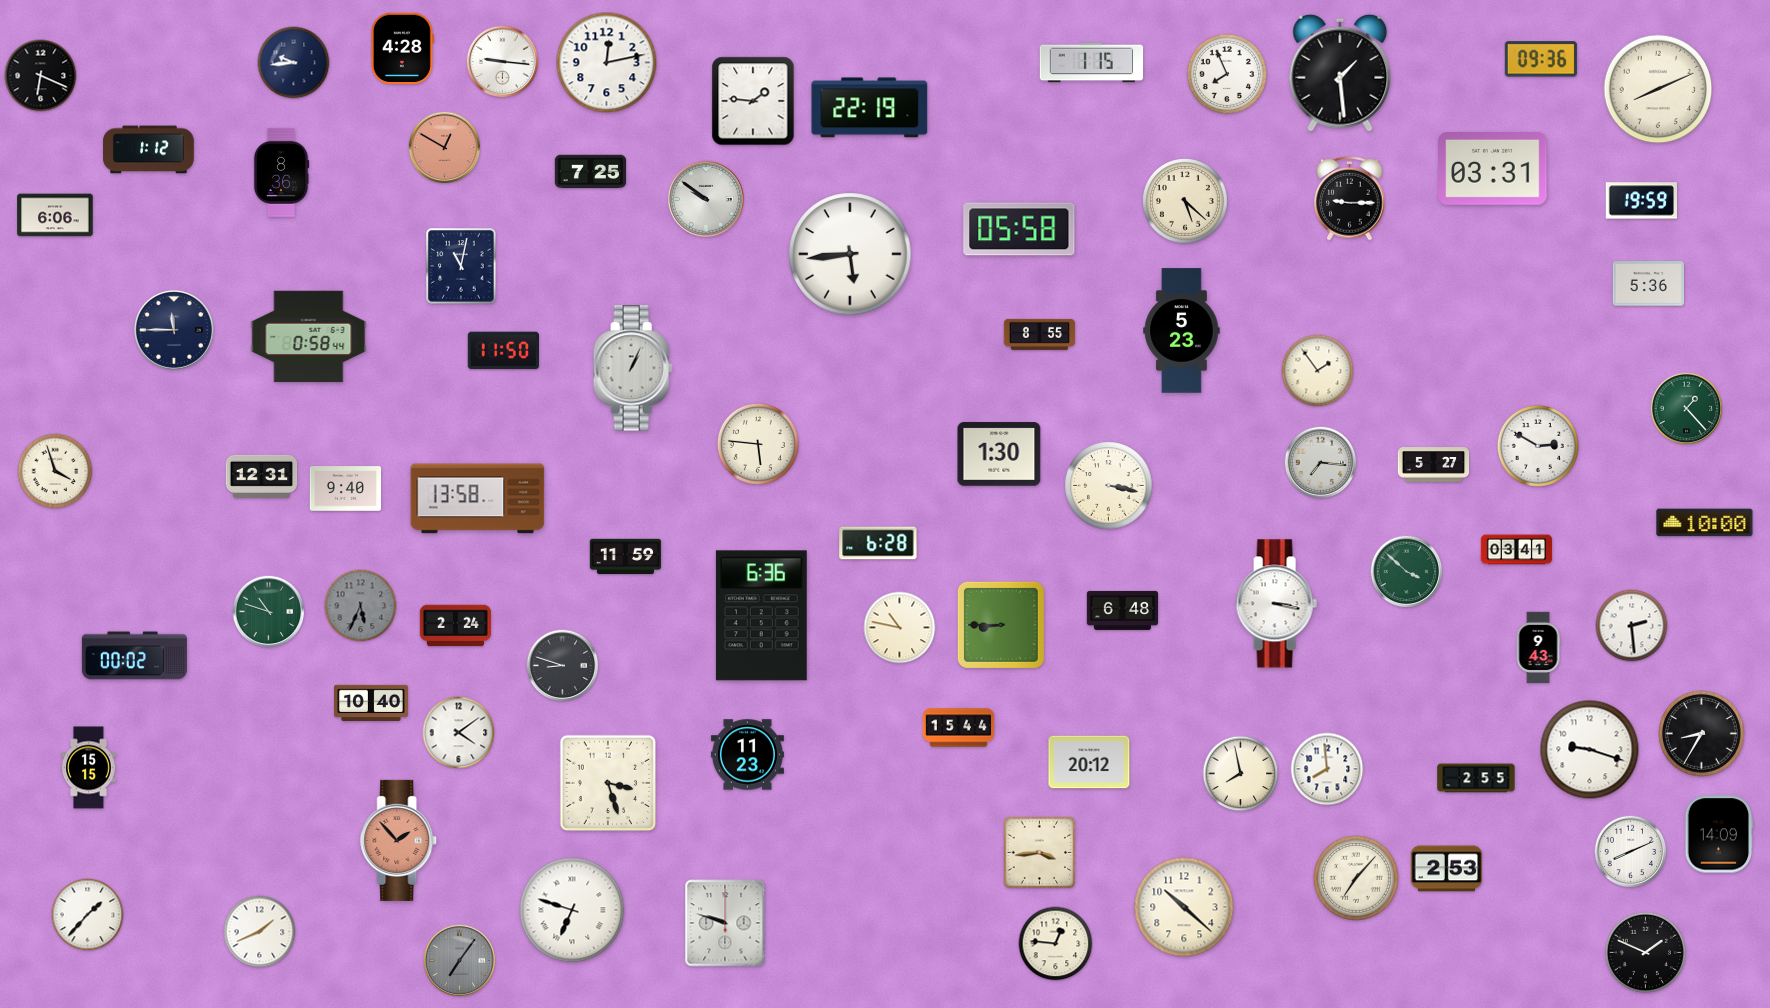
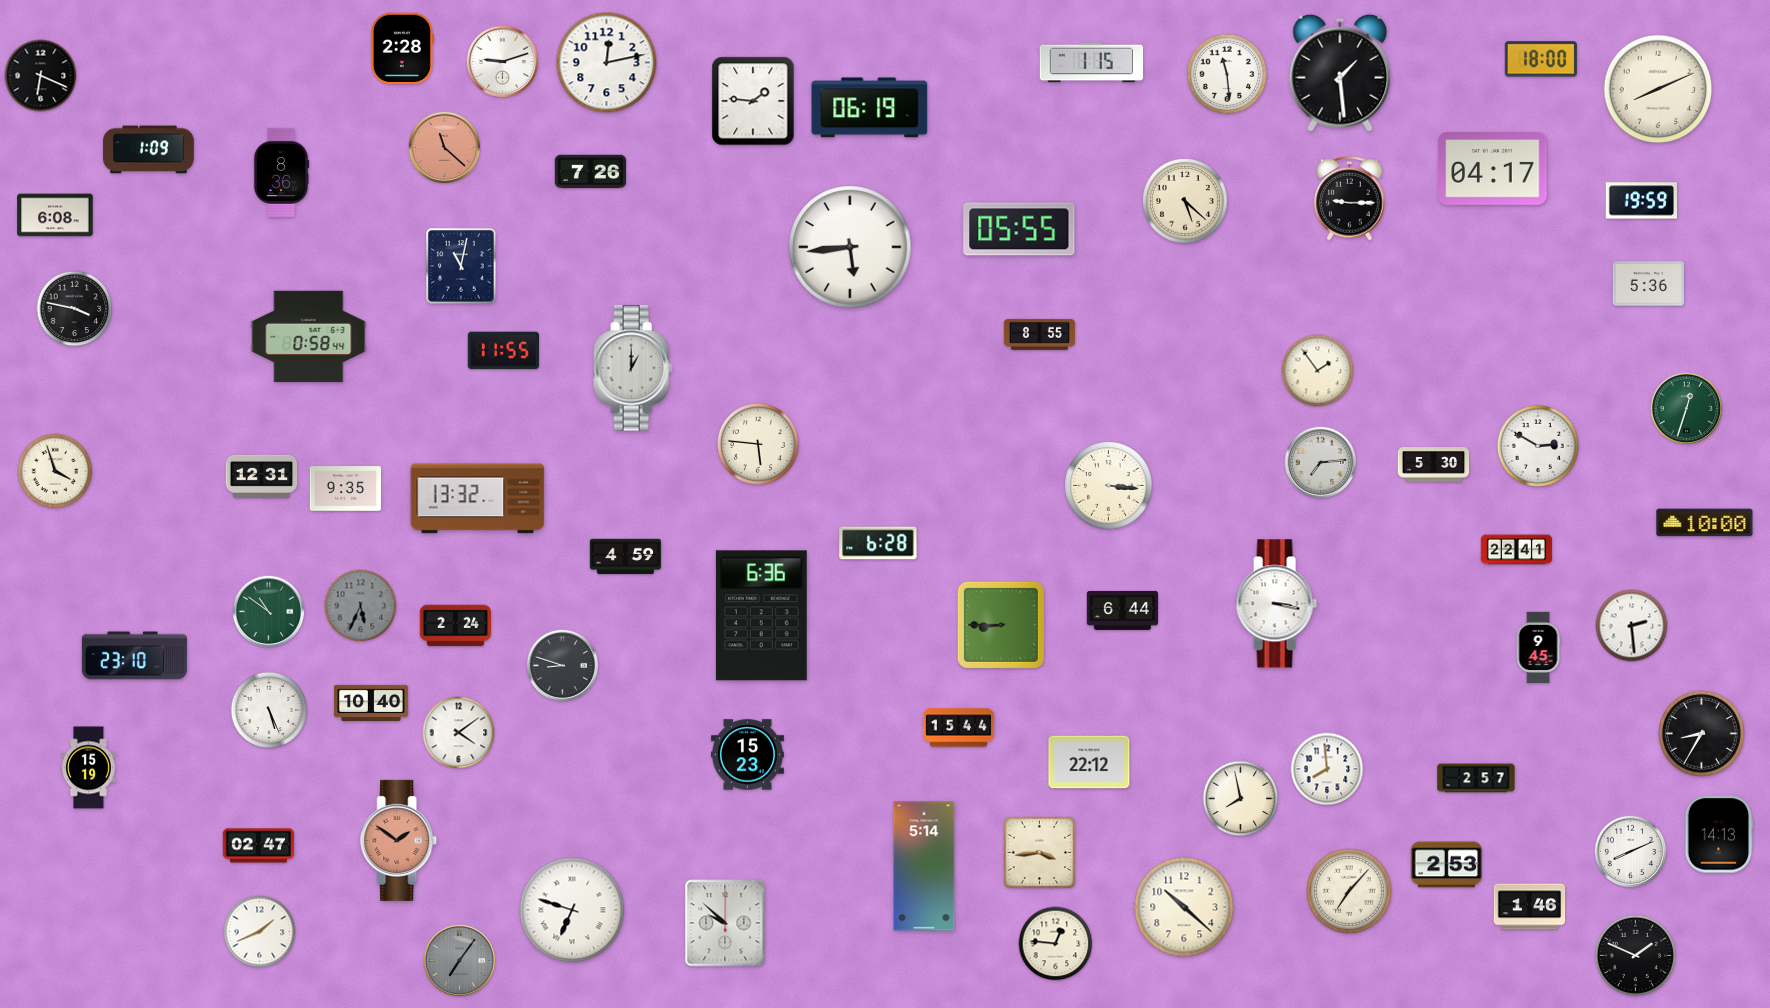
clock at (402, 48): 4:28 -> 2:28
clock at (1541, 59): 09:36 -> 18:00
clock at (503, 62): 9:16 -> 9:12
clock at (294, 63): 9:44 -> none
clock at (1226, 73): 7:56 -> 11:29
clock at (870, 108): 22:19 -> 06:19
clock at (445, 148): 12:50 -> 11:22
clock at (149, 150): 1:12 -> 1:09
clock at (1493, 169): 03:31 -> 04:17
clock at (591, 172): 7:25 -> 7:26
clock at (706, 199): 9:51 -> none
clock at (55, 215): 6:06 -> 6:08
clock at (1019, 229): 05:58 -> 05:55
clock at (850, 254) position: (850, 254) -> (850, 247)
clock at (75, 309): none -> 3:47
clock at (174, 330): 11:45 -> none
clock at (1182, 331): 5:23 -> none
clock at (503, 351): 11:50 -> 11:55
clock at (633, 368): 1:04 -> 1:00
clock at (1687, 409): 1:23 -> 12:33
clock at (999, 454): 1:30 -> none
clock at (1321, 463): 7:16 -> 7:14
clock at (1434, 465): 5:27 -> 5:30
clock at (1109, 486): 3:17 -> 3:16
clock at (346, 489): 9:40 -> 9:35
clock at (478, 499): 13:58 -> 13:32
clock at (1517, 550): 03:41 -> 22:41
clock at (626, 557): 11:59 -> 4:59
clock at (1407, 572): 3:52 -> none
clock at (1123, 610): 6:48 -> 6:44
clock at (269, 612): 10:48 -> 10:51
clock at (900, 628): 10:47 -> none
clock at (1538, 648): 9:43 -> 9:45
clock at (134, 656): 00:02 -> 23:10
clock at (269, 710): none -> 5:26
clock at (1590, 750): 9:18 -> none
clock at (747, 755): 11:23 -> 15:23
clock at (1089, 762): 20:12 -> 22:12
clock at (89, 768): 15:15 -> 15:19
clock at (1241, 774) position: (1241, 774) -> (1241, 799)
clock at (1476, 778): 2:55 -> 2:57
clock at (607, 782): 3:27 -> none
clock at (1719, 834): 14:09 -> 14:13
clock at (399, 840): 1:53 -> 1:51
clock at (259, 846): none -> 02:47
clock at (924, 866): none -> 5:14
clock at (1446, 869) position: (1446, 869) -> (1446, 865)
clock at (1357, 879) position: (1357, 879) -> (1350, 892)
clock at (1530, 907): none -> 1:46
clock at (88, 915): 1:37 -> none
clock at (725, 923): 9:48 -> 9:52
clock at (1645, 952) position: (1645, 952) -> (1635, 955)
